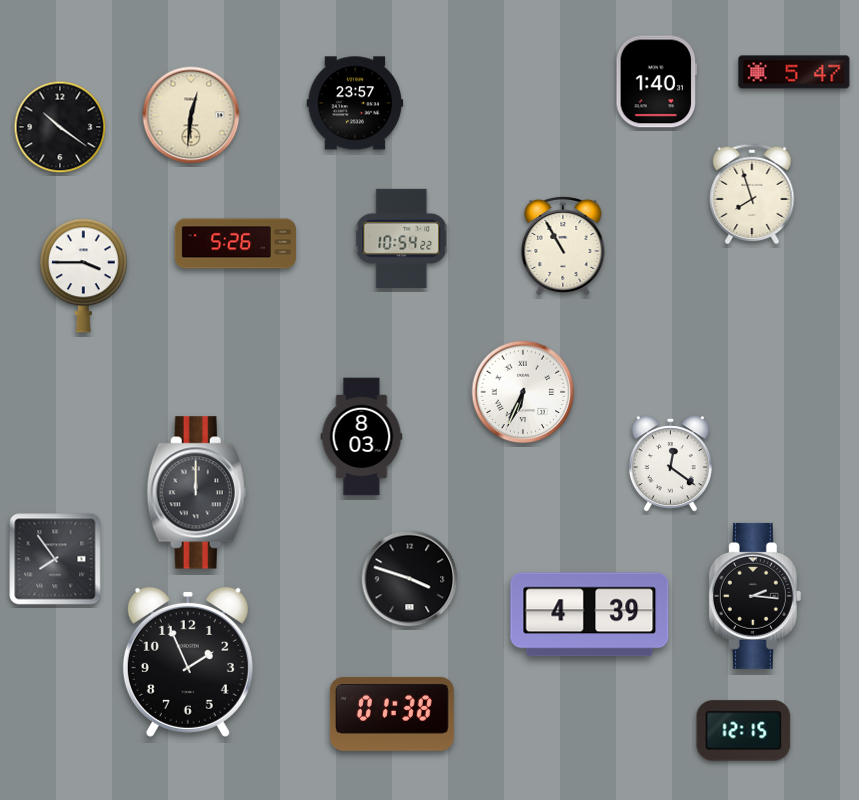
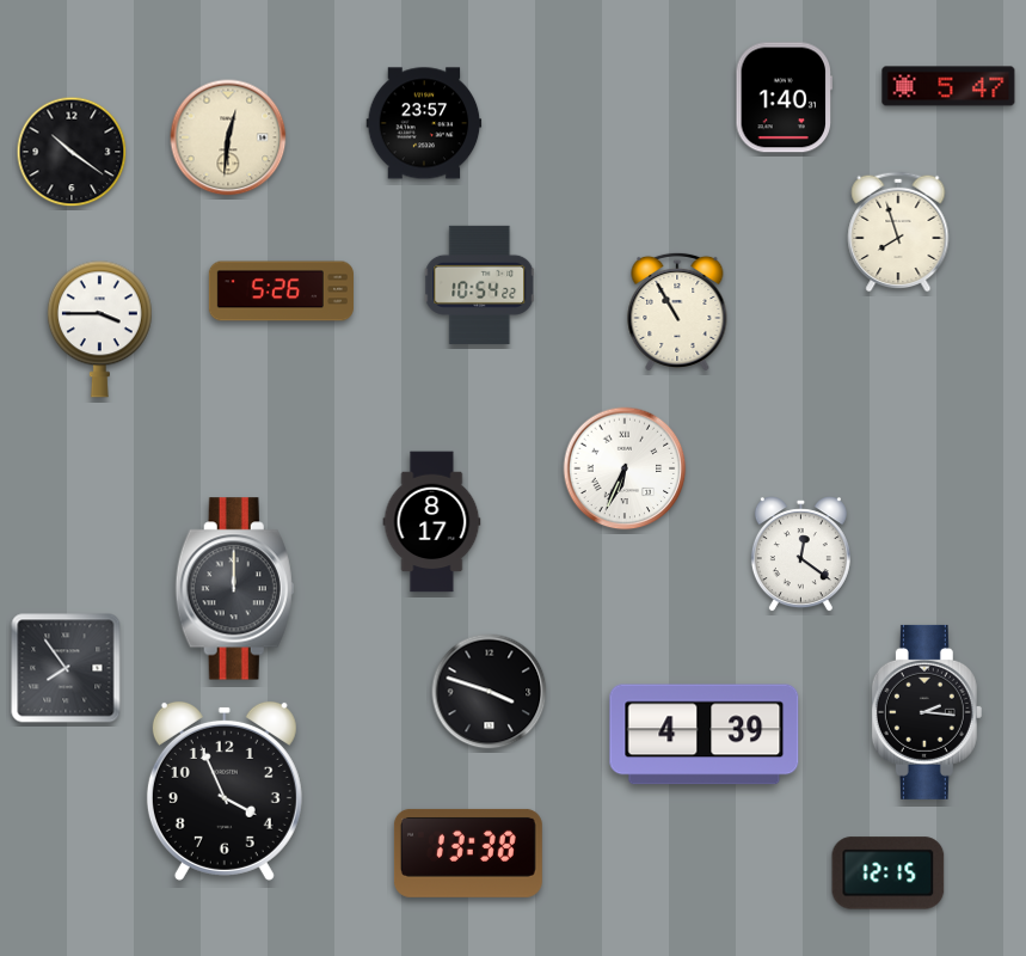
clock at (563, 246) position: (563, 246) -> (677, 312)
clock at (362, 437): 8:03 -> 8:17
clock at (755, 596) position: (755, 596) -> (927, 712)
clock at (188, 662): 1:56 -> 3:56
clock at (392, 714): 01:38 -> 13:38
